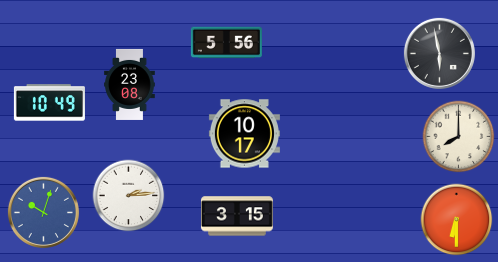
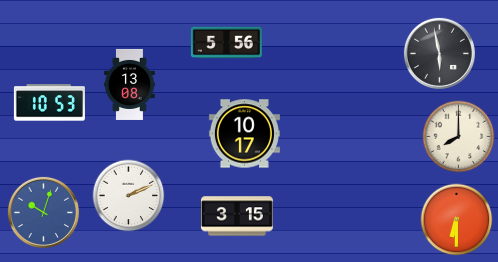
clock at (130, 84): 23:08 -> 13:08
clock at (49, 103): 10:49 -> 10:53
clock at (129, 196): 2:14 -> 2:11
